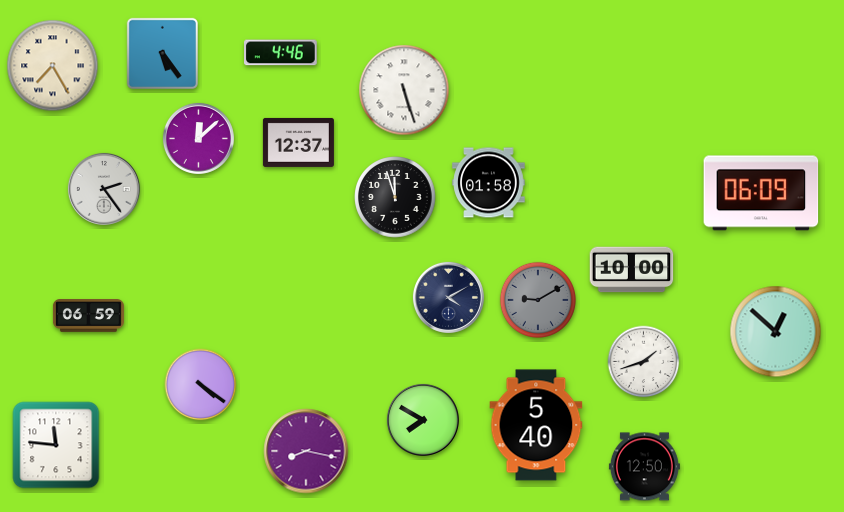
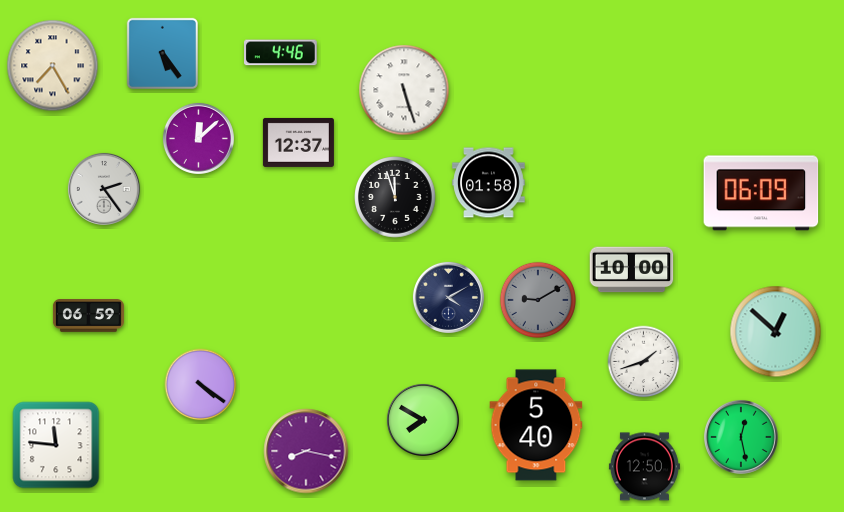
clock at (741, 437): none -> 12:28
